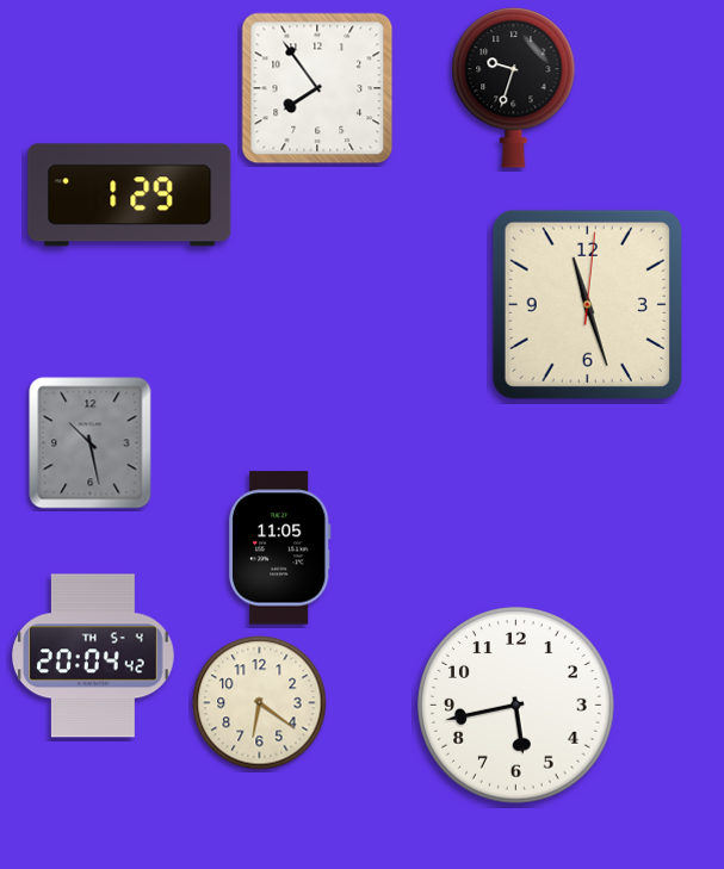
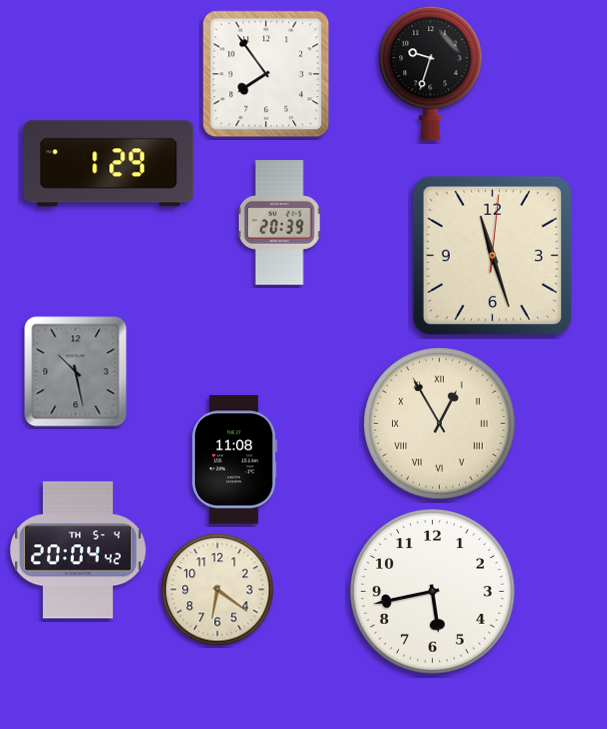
clock at (279, 223): none -> 20:39
clock at (440, 424): none -> 12:55
clock at (279, 548): 11:05 -> 11:08
